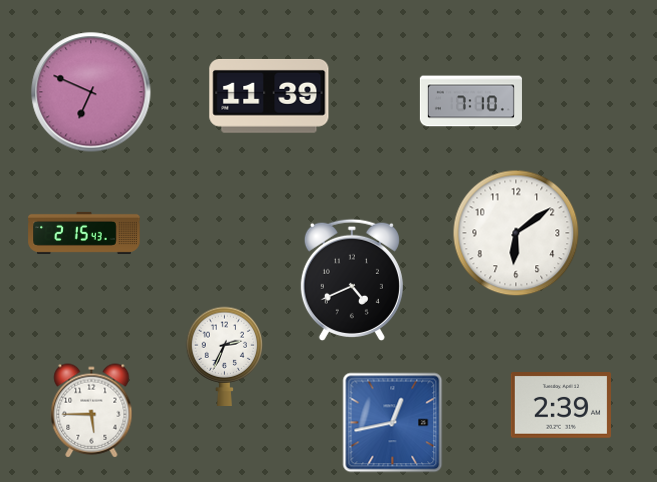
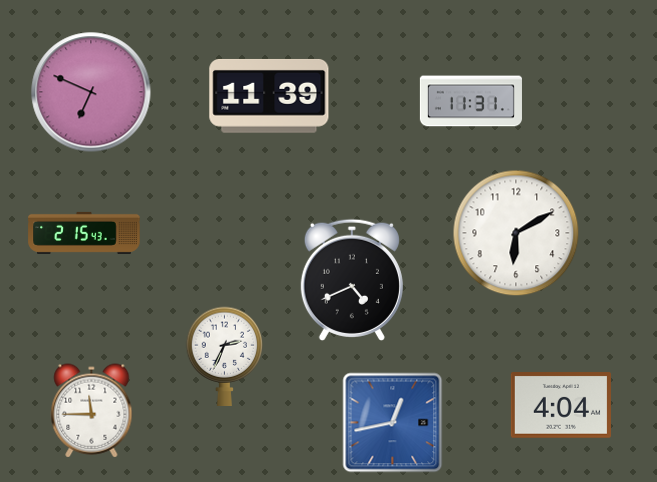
clock at (471, 101): 7:10 -> 11:31
clock at (516, 233): 6:09 -> 6:10
clock at (561, 405): 2:39 -> 4:04
clock at (92, 411): 5:45 -> 11:45
